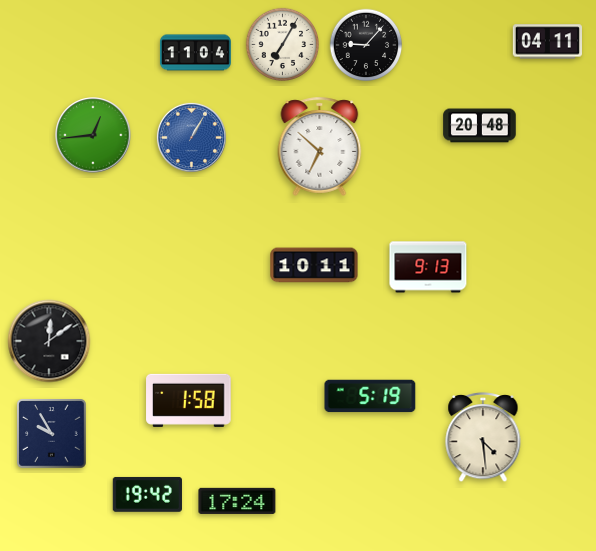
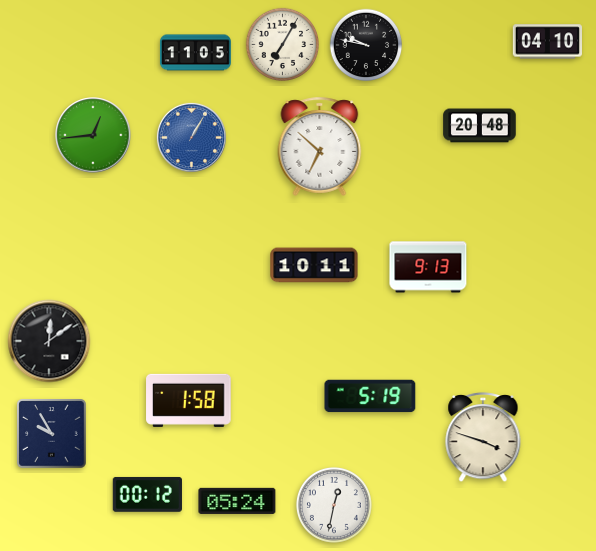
clock at (547, 42): 04:11 -> 04:10
clock at (366, 45): 9:07 -> 9:47
clock at (195, 53): 11:04 -> 11:05
clock at (483, 438): 4:29 -> 3:48
clock at (147, 494): 19:42 -> 00:12
clock at (237, 501): 17:24 -> 05:24
clock at (334, 505): none -> 12:32
